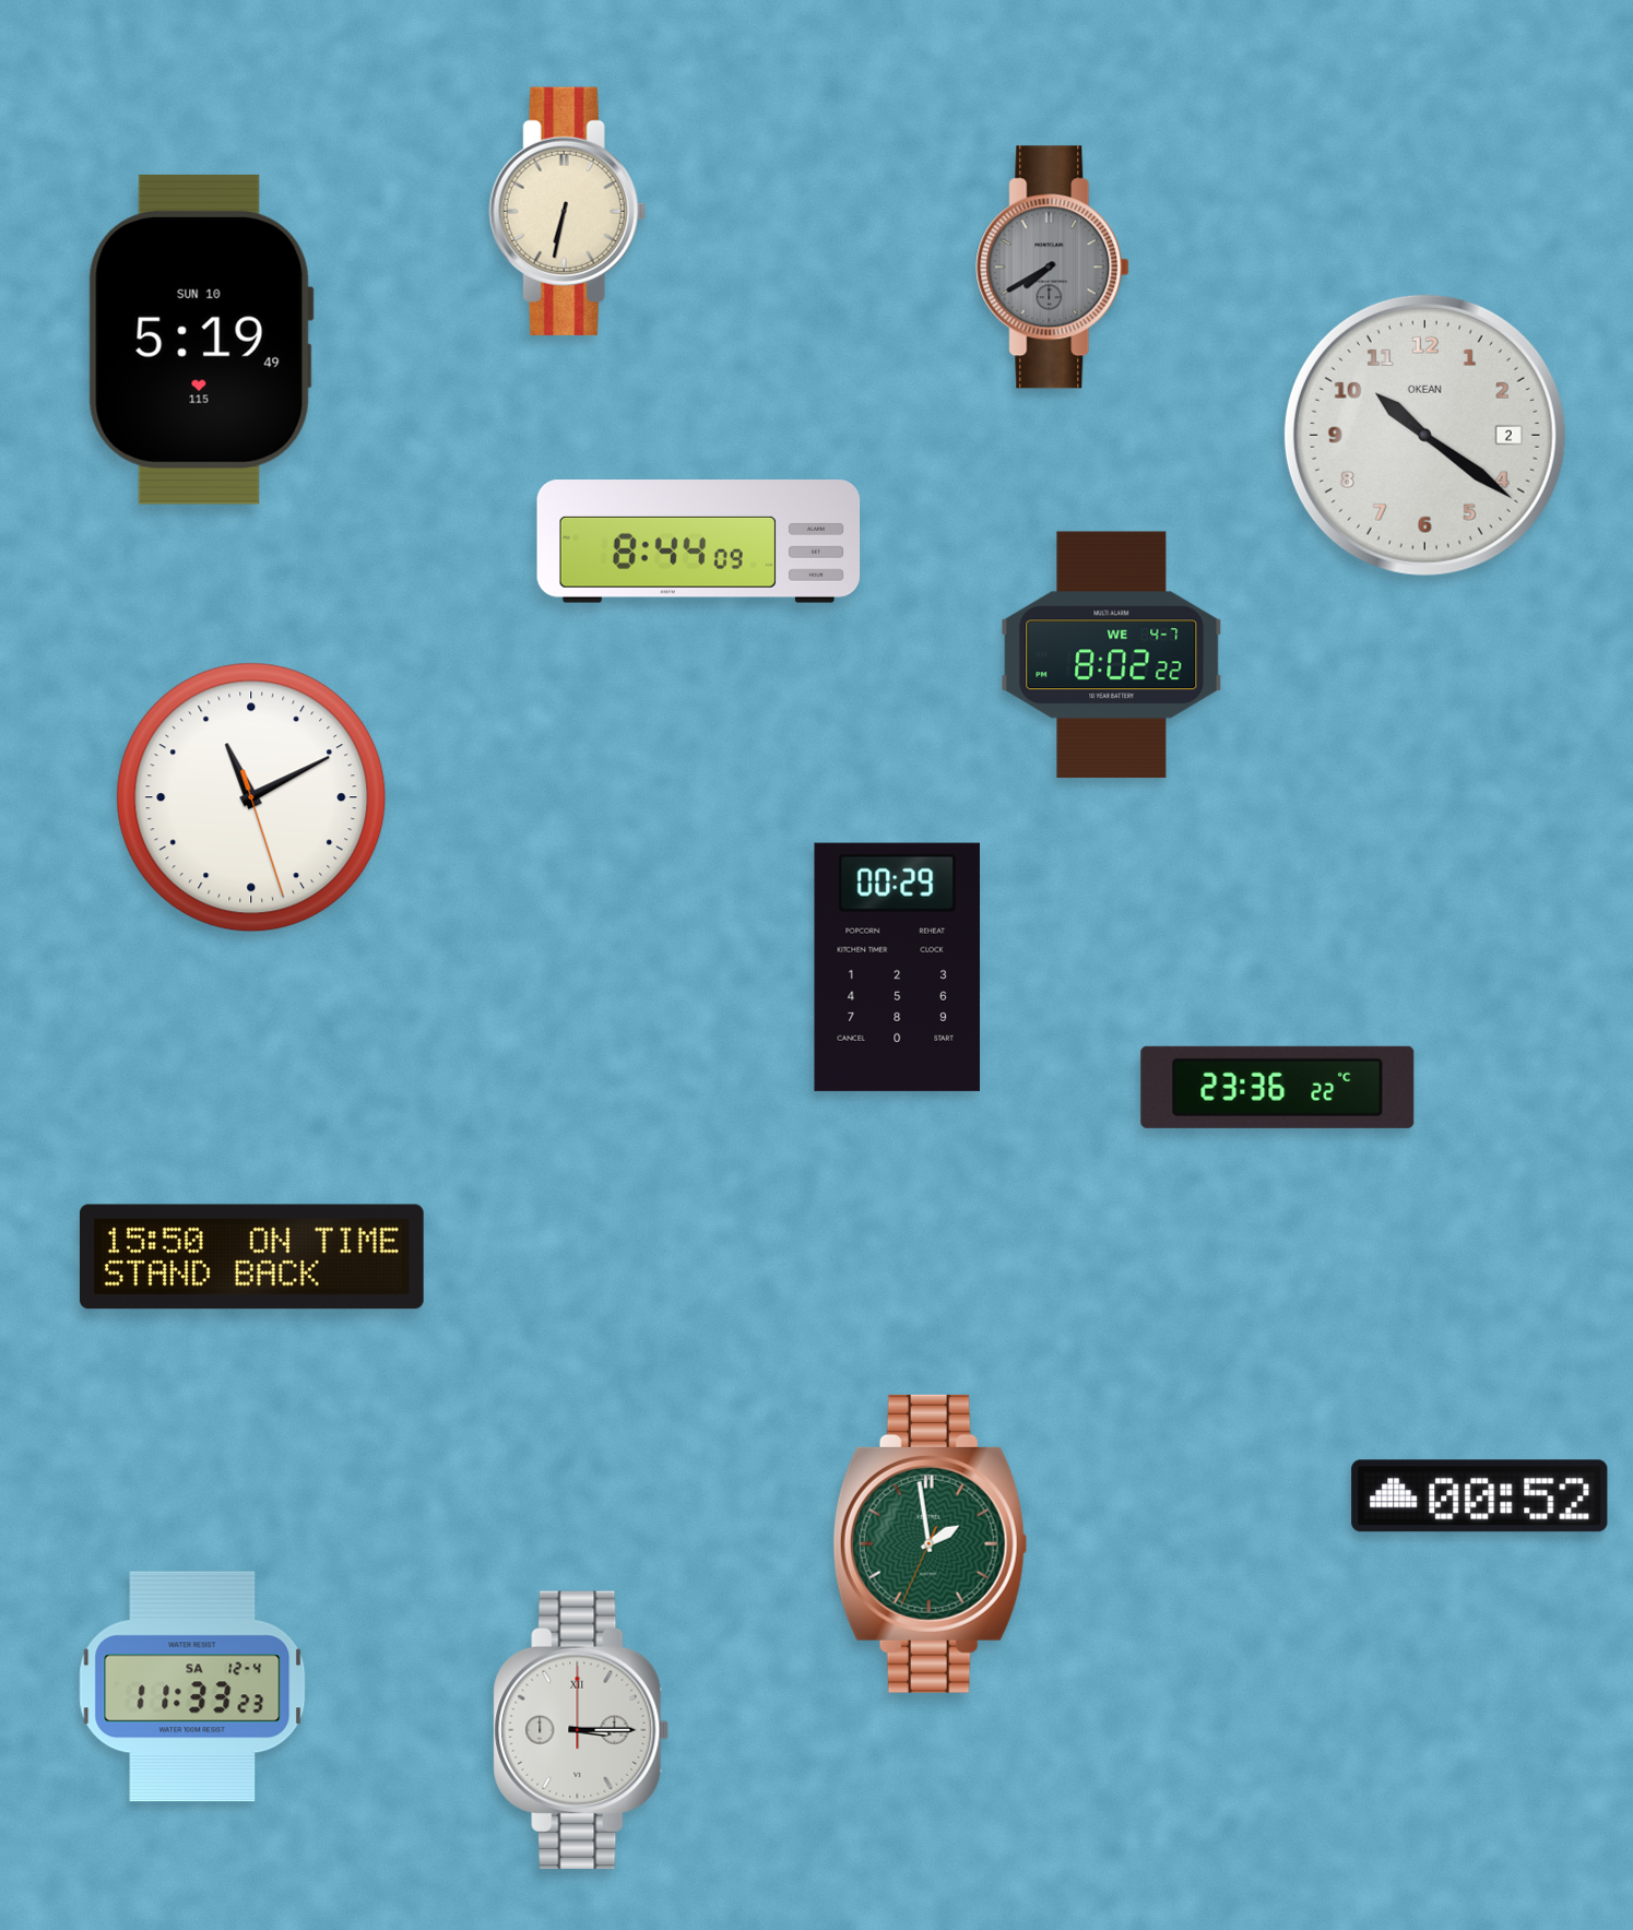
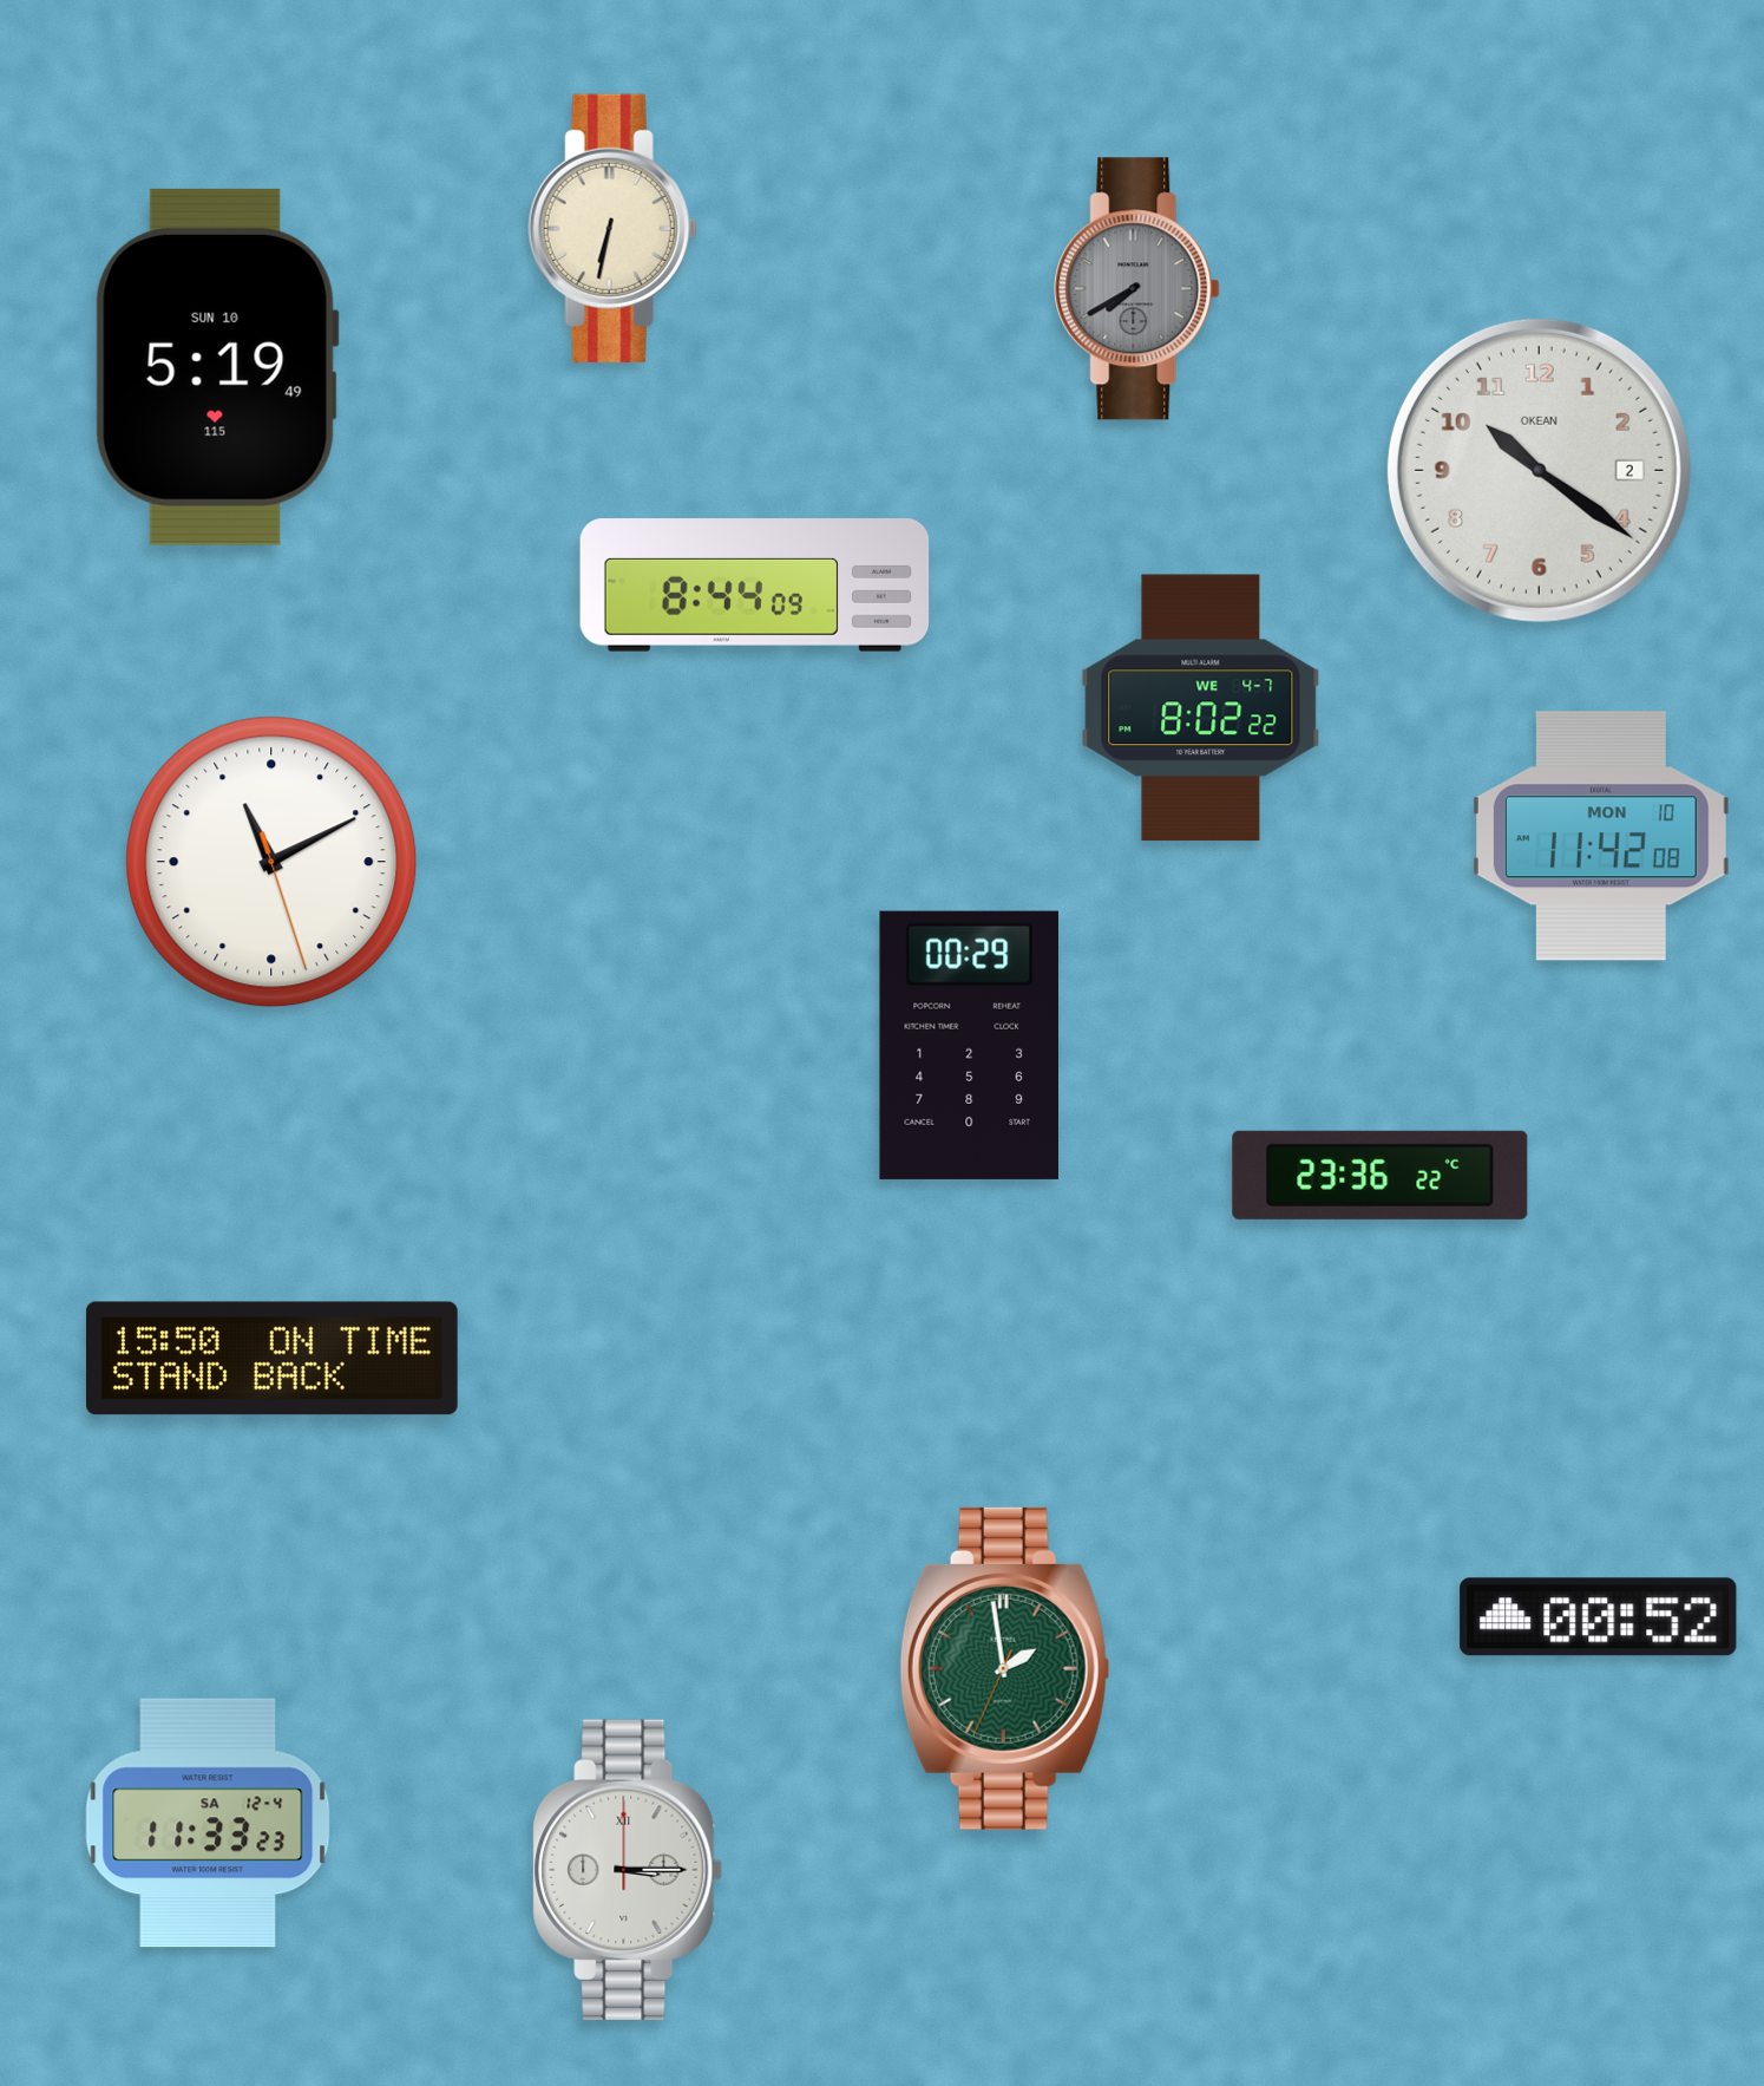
clock at (1601, 836): none -> 11:42
